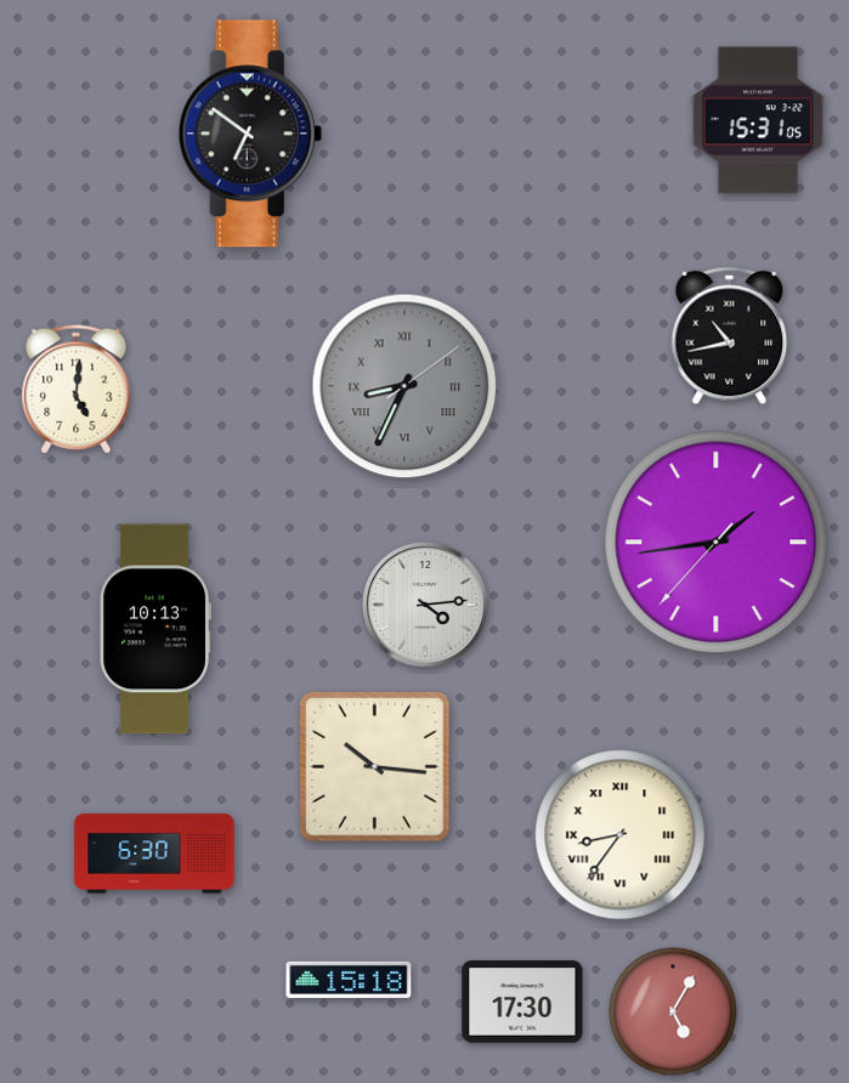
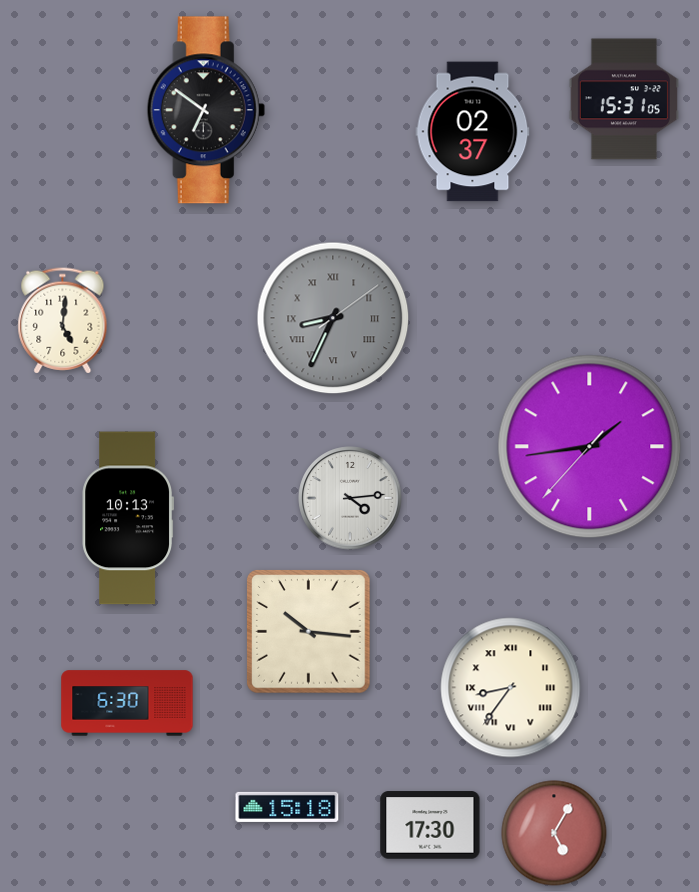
clock at (473, 132): none -> 02:37
clock at (730, 336): 10:43 -> none
